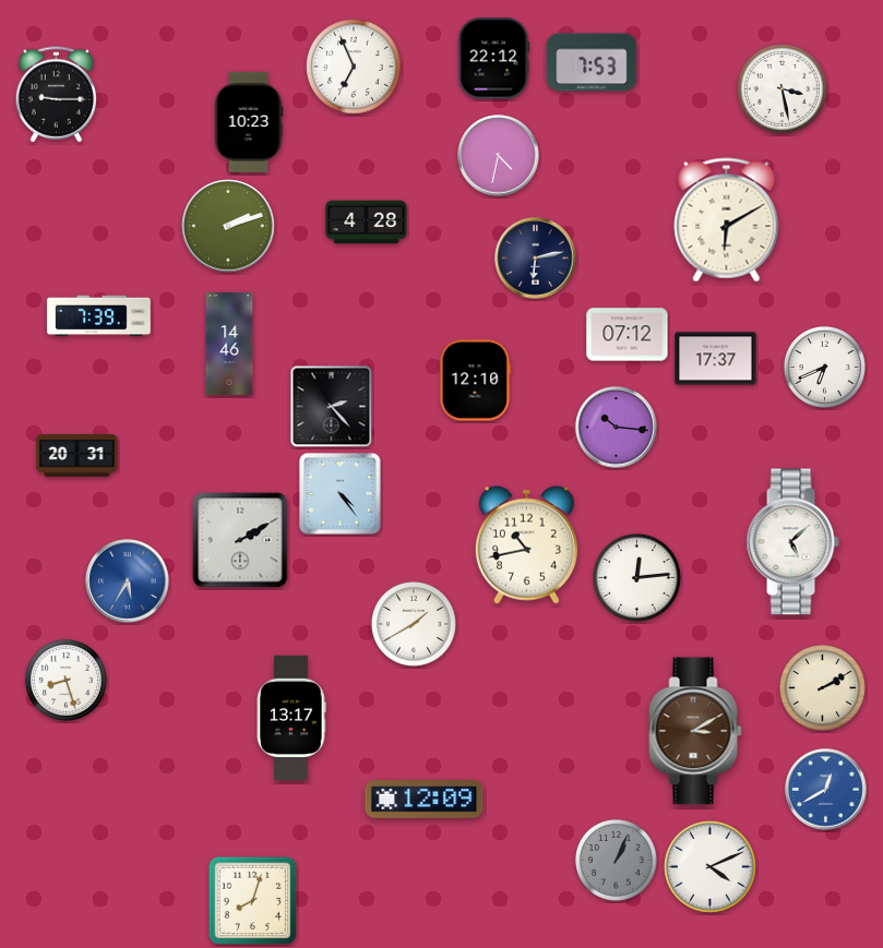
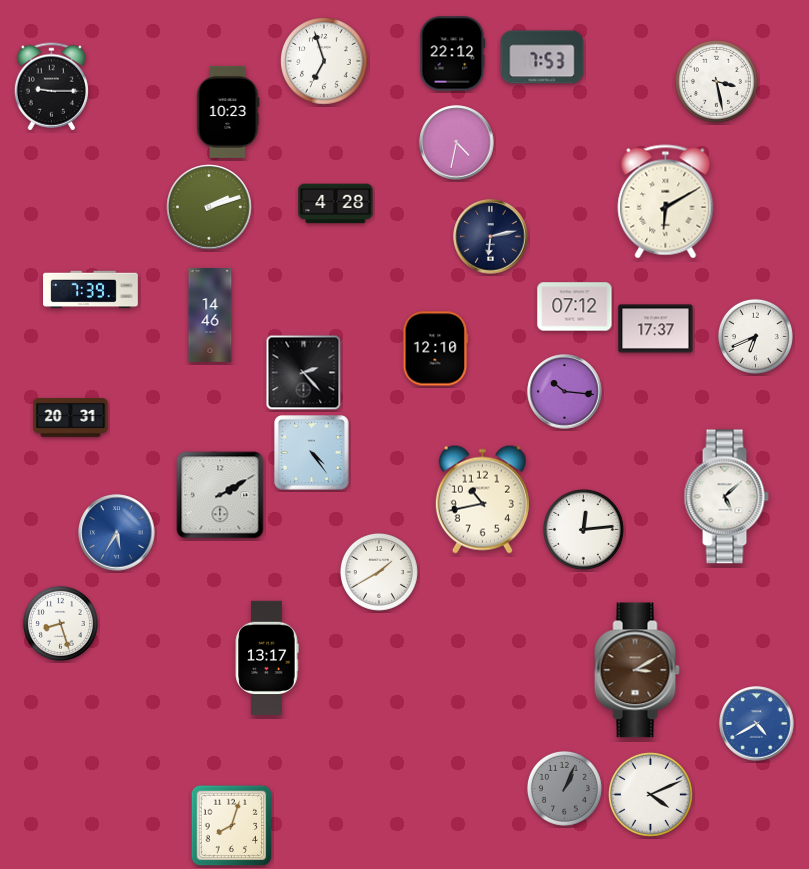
clock at (354, 67): 6:56 -> 6:57
clock at (822, 687): 2:10 -> none
clock at (826, 790): 12:40 -> 4:40
clock at (425, 800): 12:09 -> none
